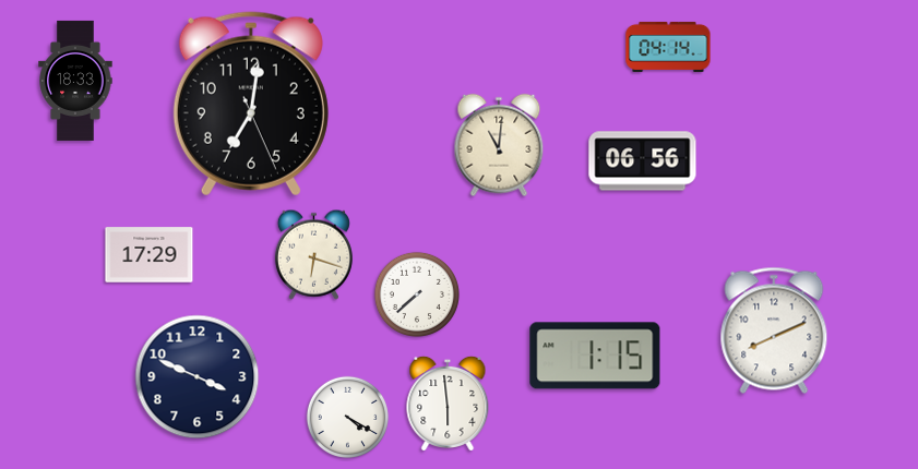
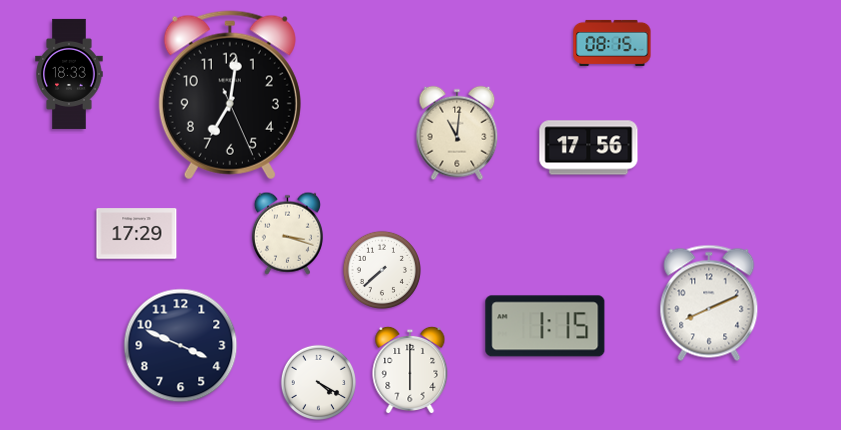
clock at (668, 47): 04:14 -> 08:15
clock at (643, 161): 06:56 -> 17:56
clock at (313, 254): 6:18 -> 3:18
clock at (448, 402): 5:59 -> 6:00
